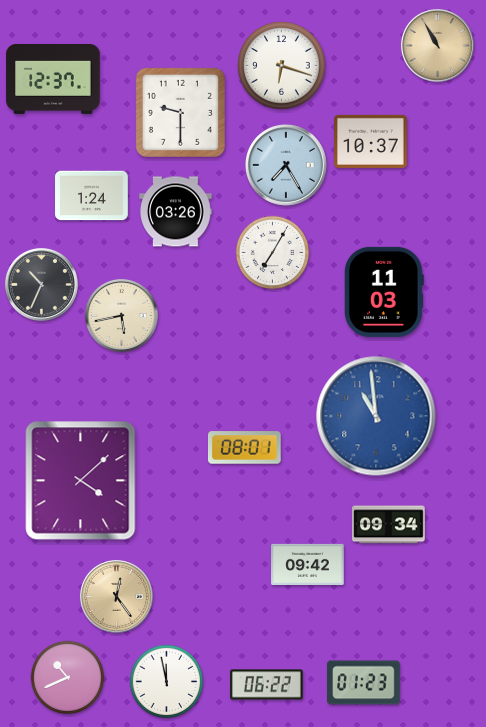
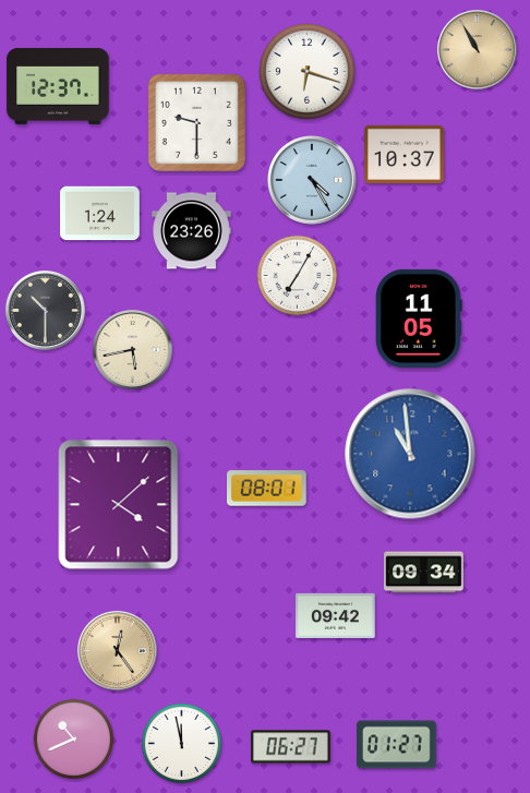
clock at (287, 166): 7:25 -> 4:25
clock at (176, 212): 03:26 -> 23:26
clock at (41, 284): 10:34 -> 10:30
clock at (385, 292): 11:03 -> 11:05
clock at (121, 315) position: (121, 315) -> (132, 349)
clock at (81, 481) position: (81, 481) -> (119, 505)
clock at (116, 596) position: (116, 596) -> (117, 650)
clock at (364, 683): 01:23 -> 01:27
clock at (267, 685): 06:22 -> 06:27
